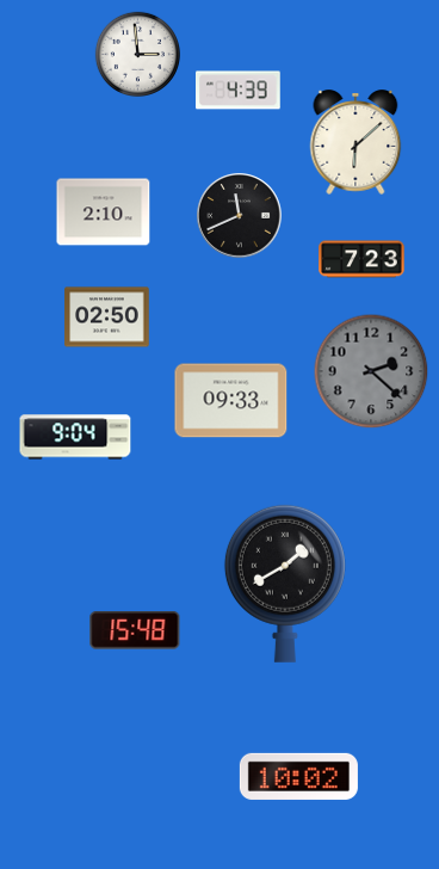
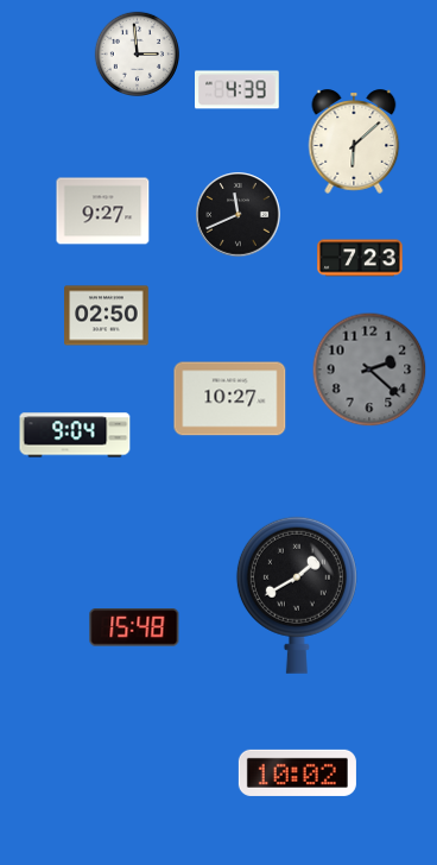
clock at (104, 212): 2:10 -> 9:27
clock at (231, 401): 09:33 -> 10:27
clock at (285, 584) position: (285, 584) -> (297, 595)
